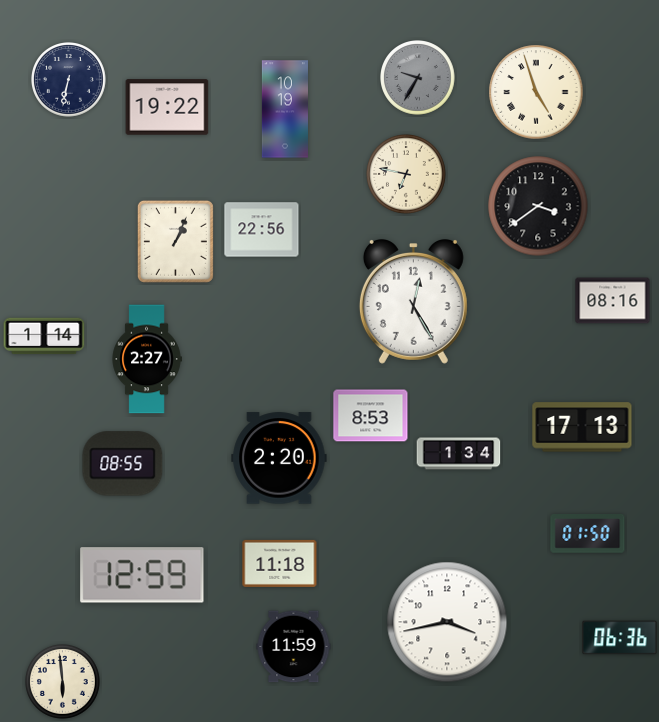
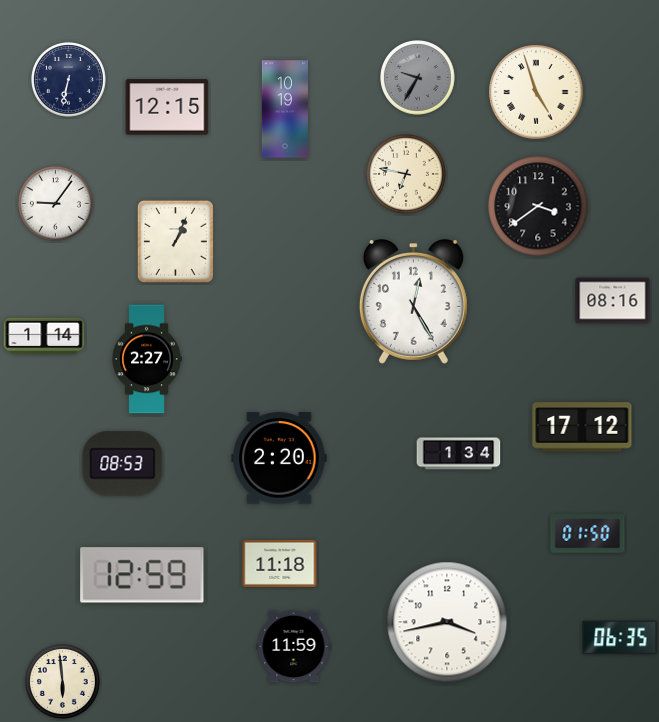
clock at (167, 107): 19:22 -> 12:15
clock at (56, 204): none -> 9:06
clock at (262, 230): 22:56 -> none
clock at (371, 416): 8:53 -> none
clock at (582, 427): 17:13 -> 17:12
clock at (123, 464): 08:55 -> 08:53
clock at (620, 638): 06:36 -> 06:35
